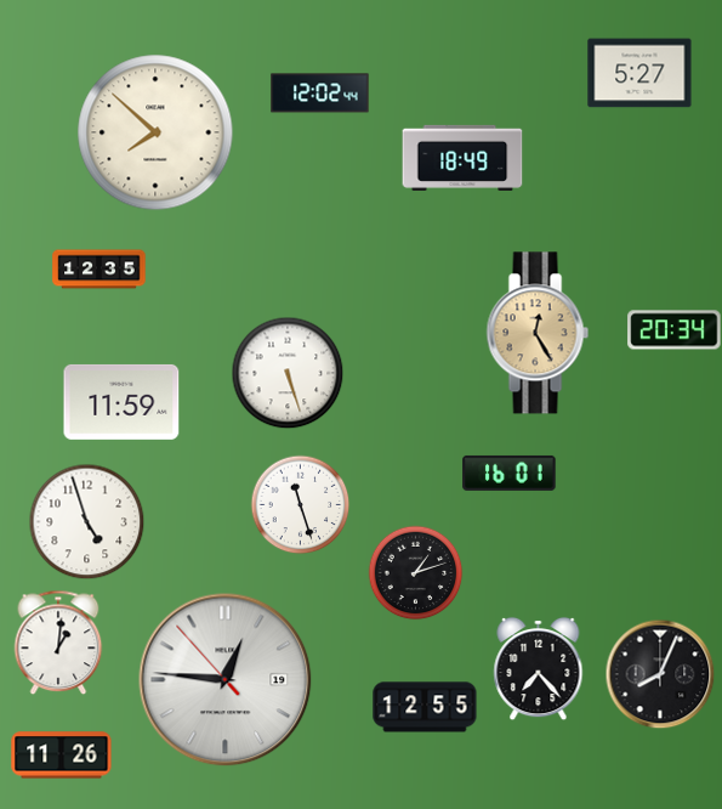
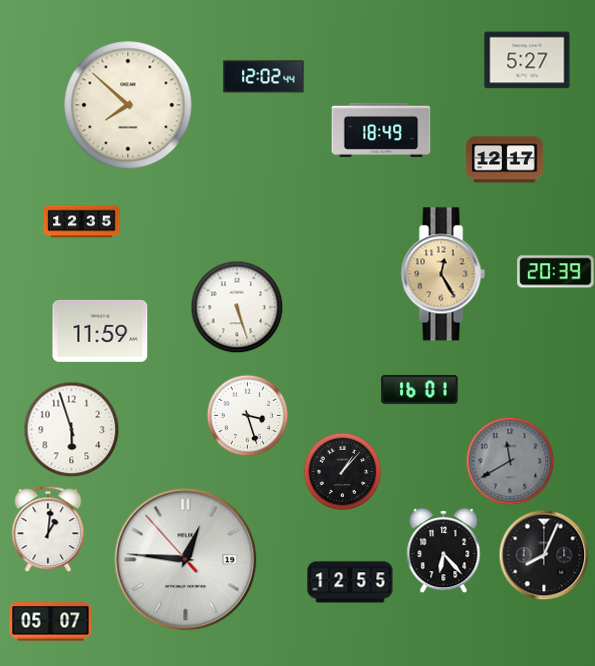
clock at (155, 132) position: (155, 132) -> (128, 105)
clock at (505, 160): none -> 12:17
clock at (675, 330): 20:34 -> 20:39
clock at (300, 504): 11:27 -> 3:27
clock at (86, 521): 4:57 -> 5:57
clock at (510, 461): none -> 11:40
clock at (415, 572): 1:12 -> 1:07
clock at (539, 668): 7:23 -> 6:23
clock at (62, 756): 11:26 -> 05:07
